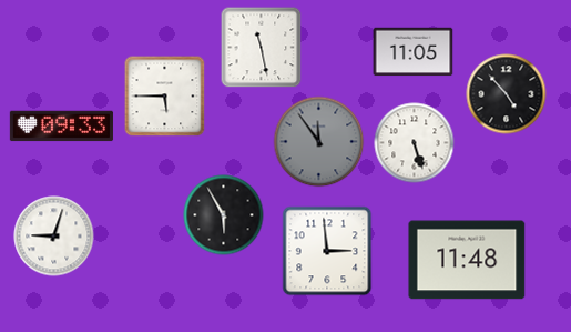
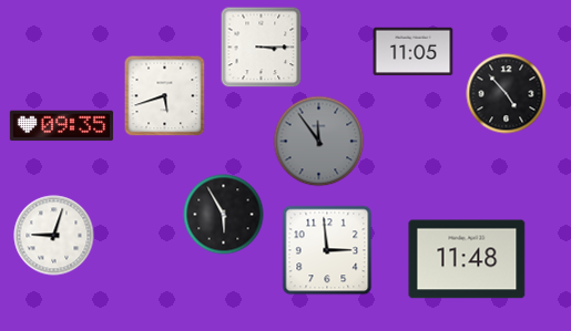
clock at (262, 48): 11:28 -> 3:15
clock at (165, 97): 5:45 -> 5:42
clock at (61, 127): 09:33 -> 09:35
clock at (415, 143): 5:27 -> none
